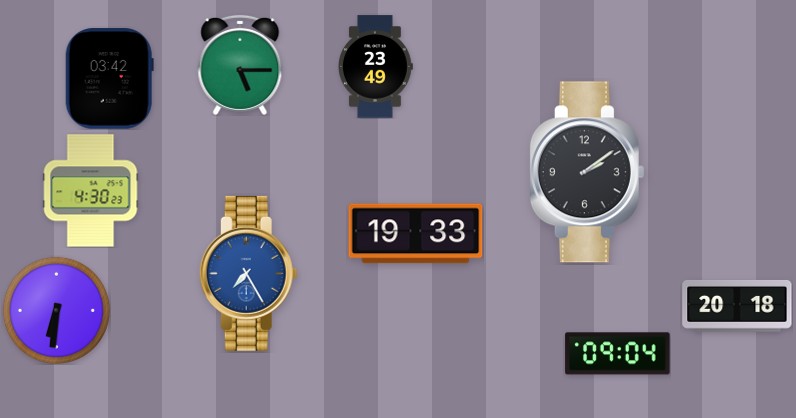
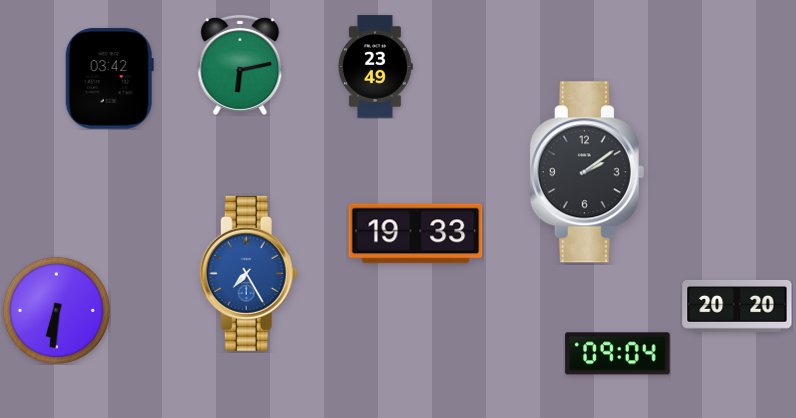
clock at (240, 65): 5:15 -> 6:13
clock at (91, 191): 4:30 -> none
clock at (737, 306): 20:18 -> 20:20
